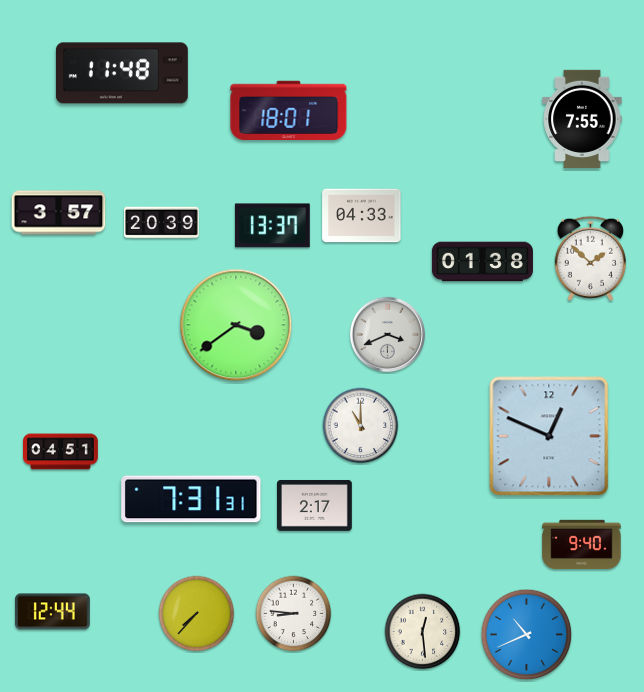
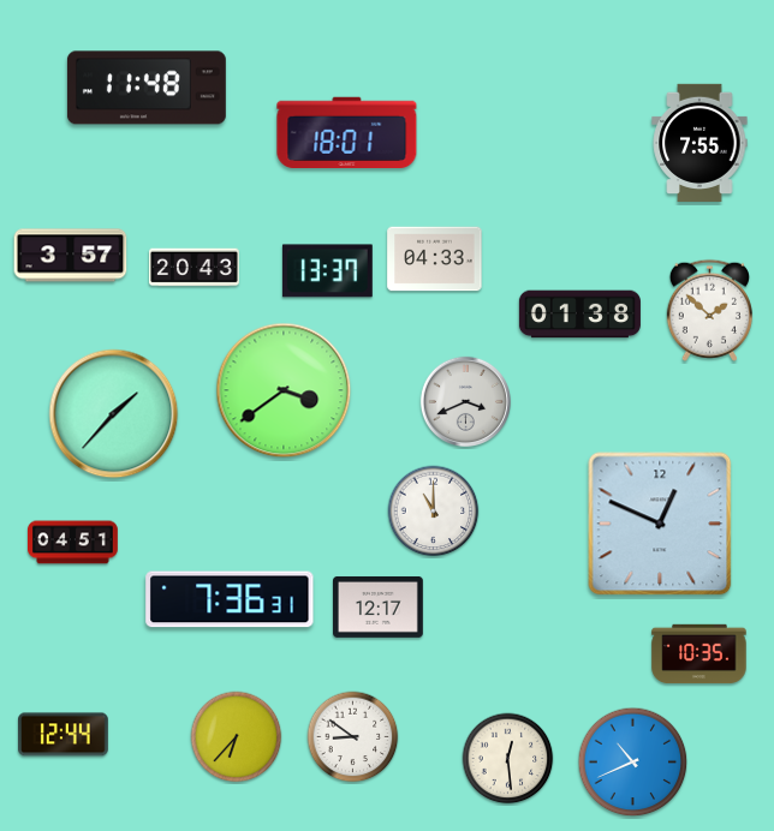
clock at (162, 223): 20:39 -> 20:43
clock at (114, 414): none -> 1:37
clock at (191, 499): 7:31 -> 7:36
clock at (315, 505): 2:17 -> 12:17
clock at (582, 545): 9:40 -> 10:35
clock at (197, 614): 7:37 -> 6:37
clock at (294, 614): 8:46 -> 8:51
